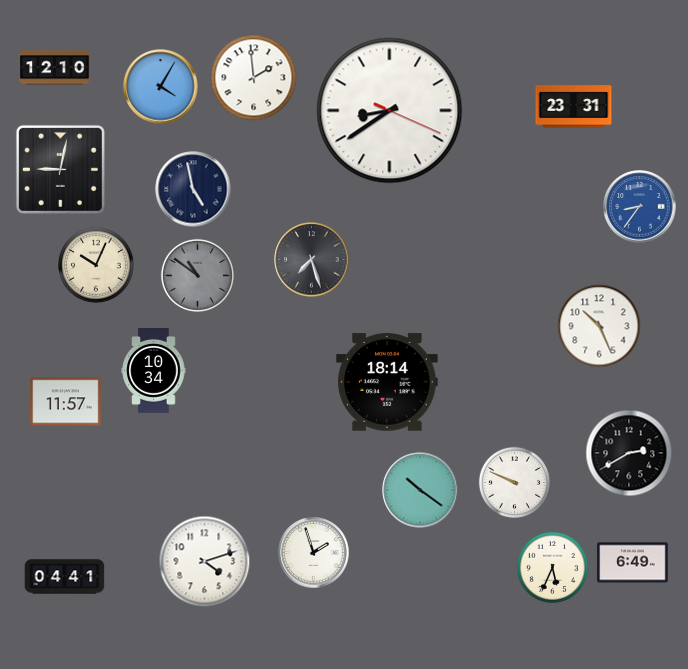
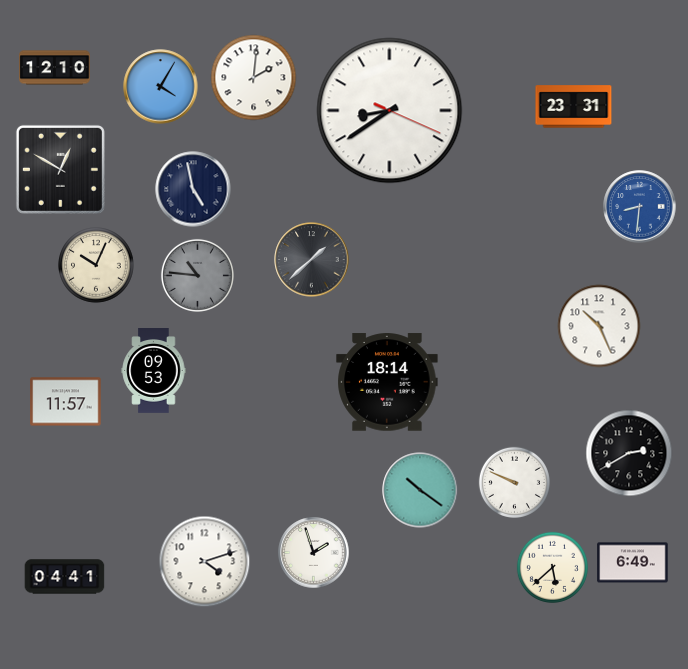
clock at (254, 78): 1:59 -> 2:01
clock at (60, 169): 9:02 -> 12:50
clock at (640, 207): 8:36 -> 8:31
clock at (312, 260): 7:27 -> 1:38
clock at (197, 275): 10:51 -> 10:46
clock at (154, 371): 10:34 -> 09:53
clock at (552, 567): 5:34 -> 5:38
